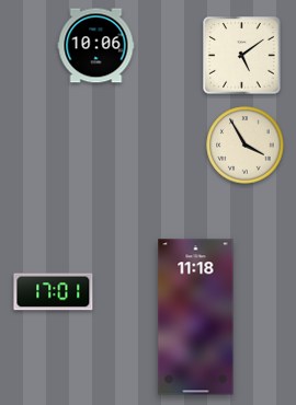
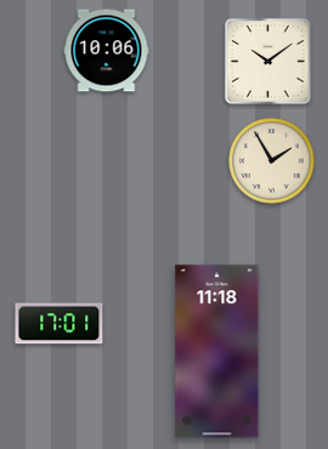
clock at (242, 56): 5:09 -> 10:09
clock at (246, 146): 3:55 -> 1:55
